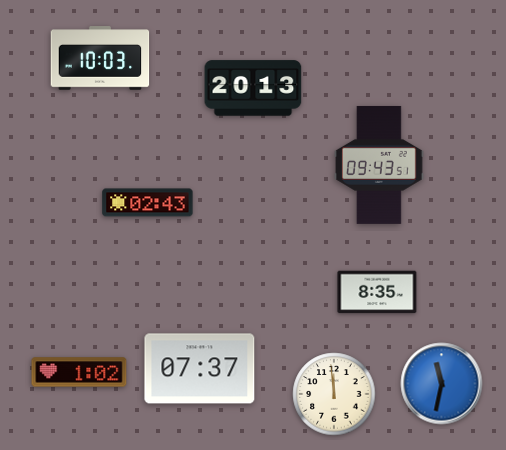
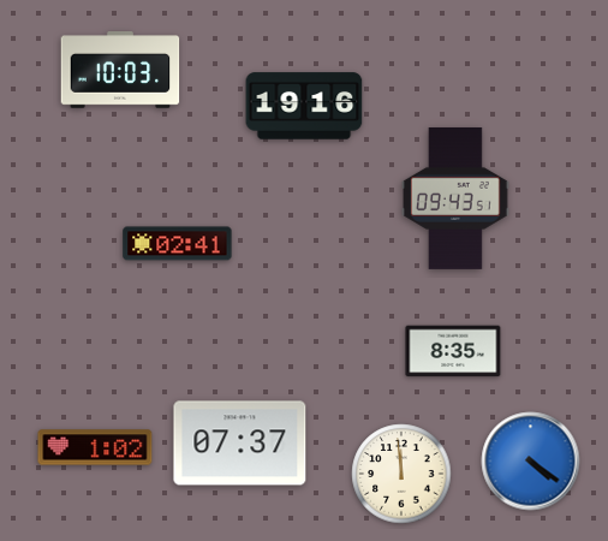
clock at (253, 88): 20:13 -> 19:16
clock at (148, 203): 02:43 -> 02:41
clock at (442, 384): 11:32 -> 4:21
